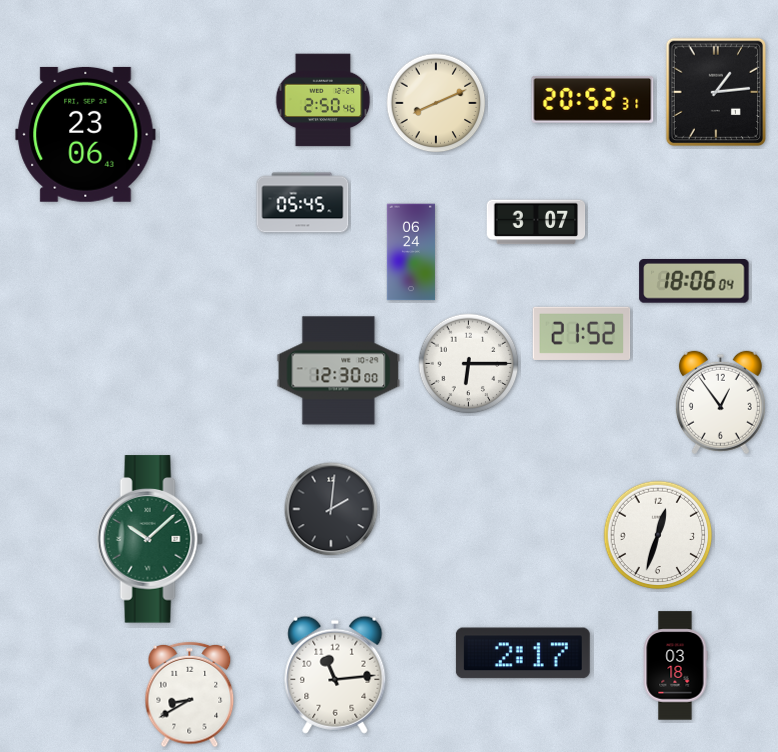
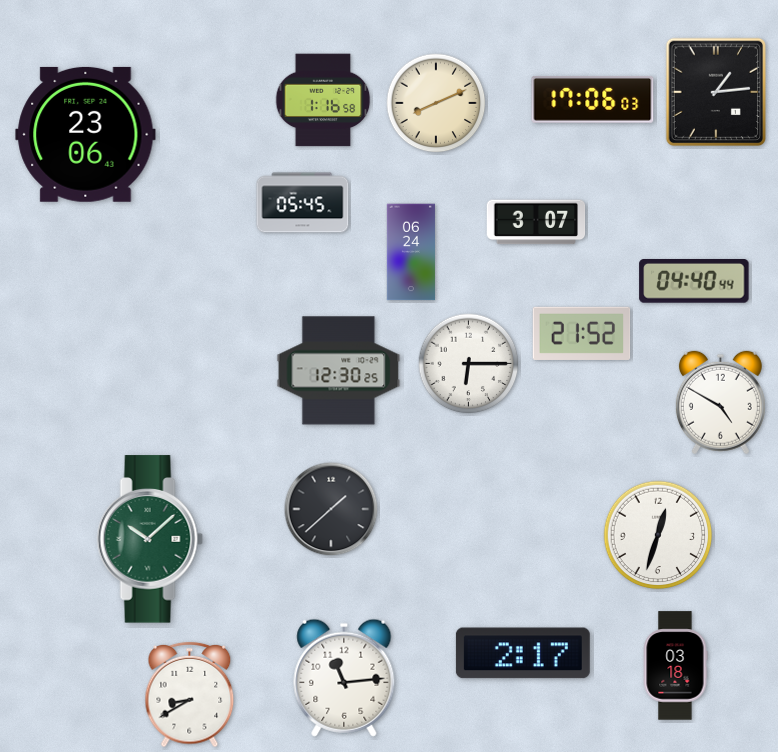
clock at (323, 100): 2:50 -> 1:16
clock at (593, 100): 20:52 -> 17:06
clock at (694, 282): 18:06 -> 04:40
clock at (339, 371): 12:30:00 -> 12:30:25
clock at (720, 403): 12:54 -> 4:50
clock at (331, 509): 2:01 -> 1:38
clock at (335, 675) position: (335, 675) -> (344, 678)
